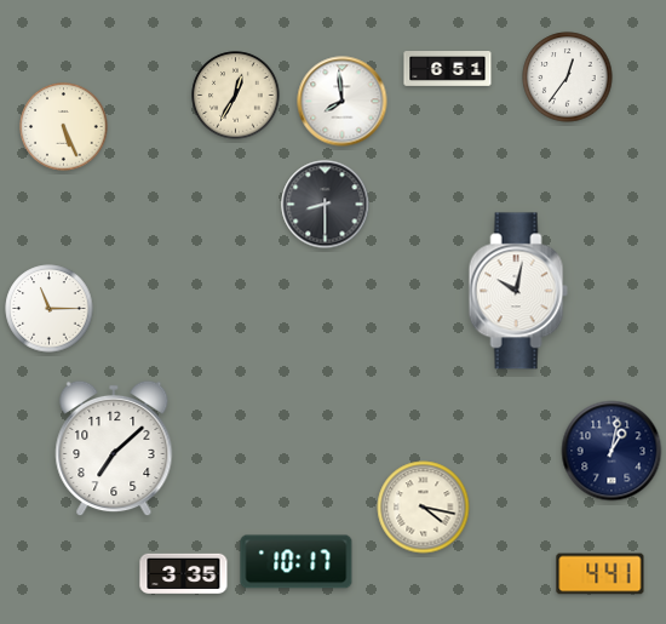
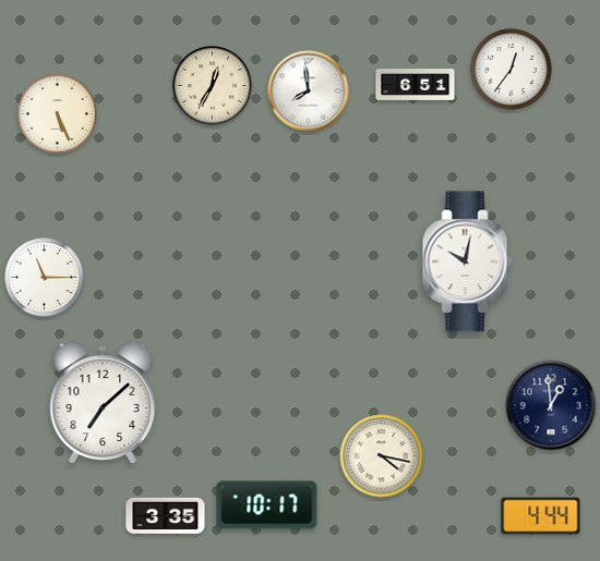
clock at (448, 69) position: (448, 69) -> (416, 85)
clock at (326, 205): 8:30 -> none
clock at (612, 451): 1:02 -> 12:59
clock at (601, 574): 4:41 -> 4:44
